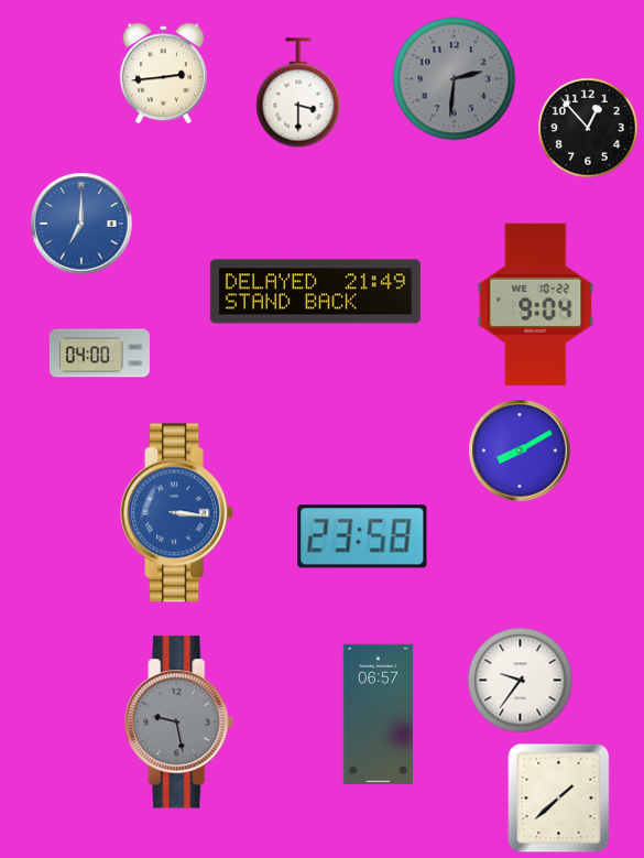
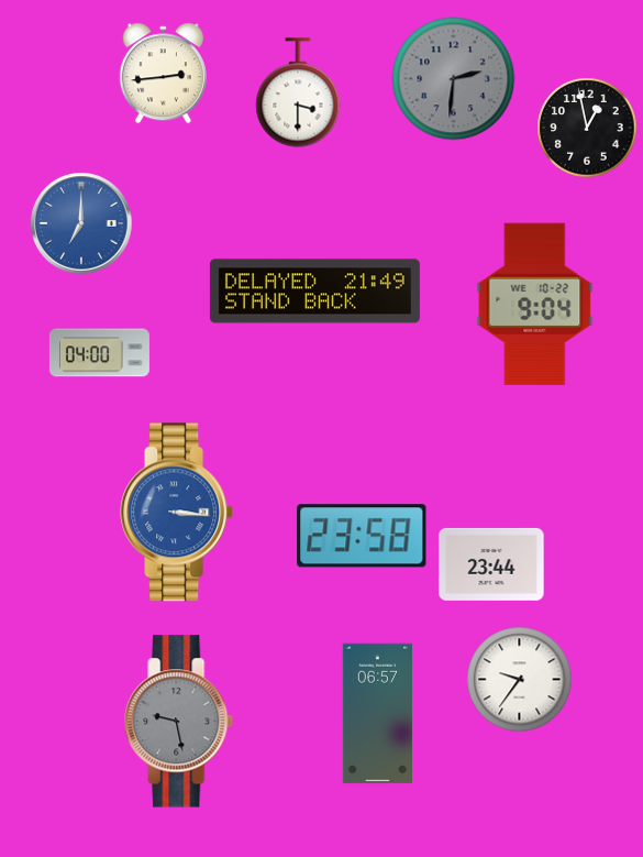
clock at (588, 128): 12:53 -> 12:58
clock at (520, 450): 8:10 -> none
clock at (491, 564): none -> 23:44
clock at (559, 799): 1:38 -> none
